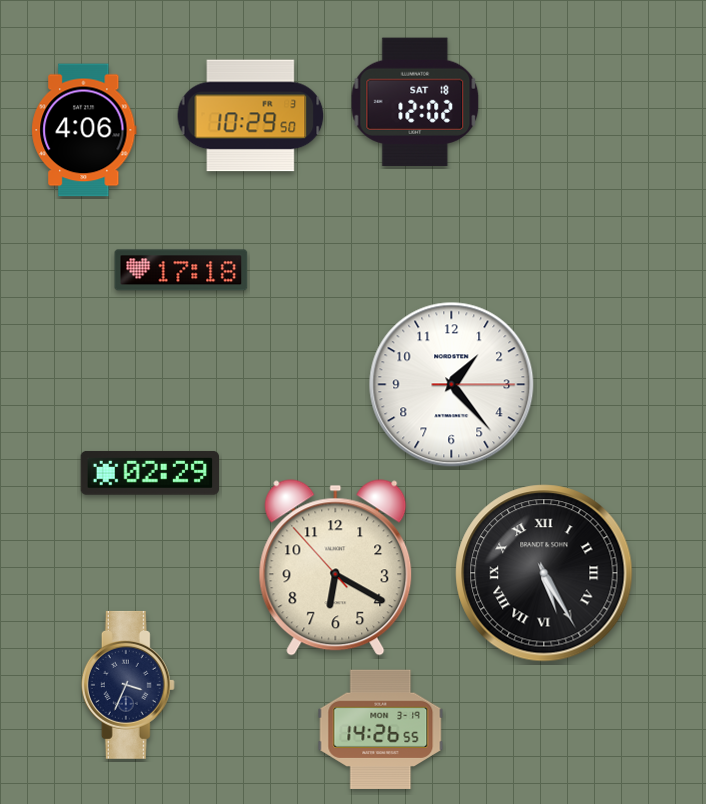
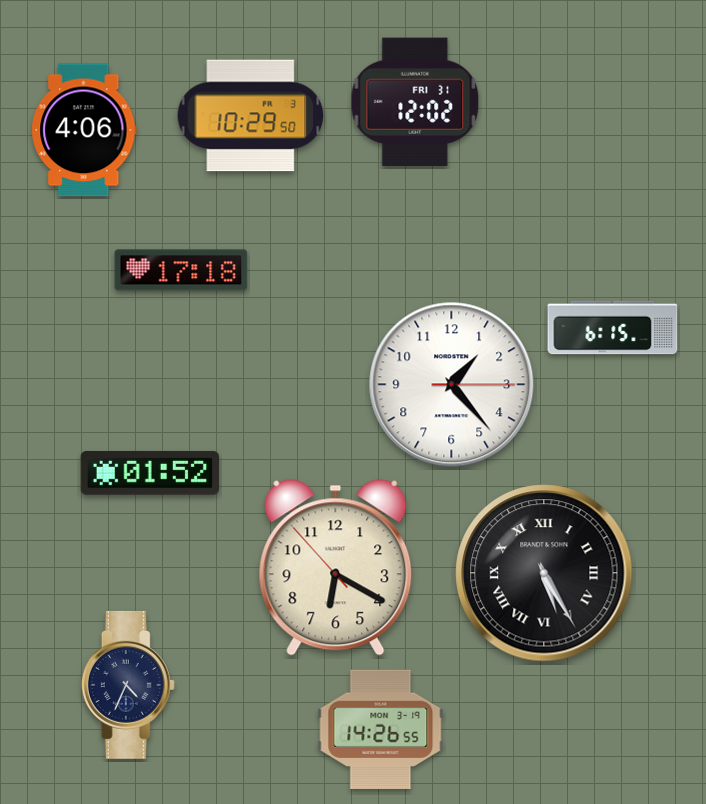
clock at (415, 101) date: SAT 18 -> FRI 31
clock at (613, 328): none -> 6:15
clock at (149, 473): 02:29 -> 01:52
clock at (128, 685): 3:34 -> 4:34
